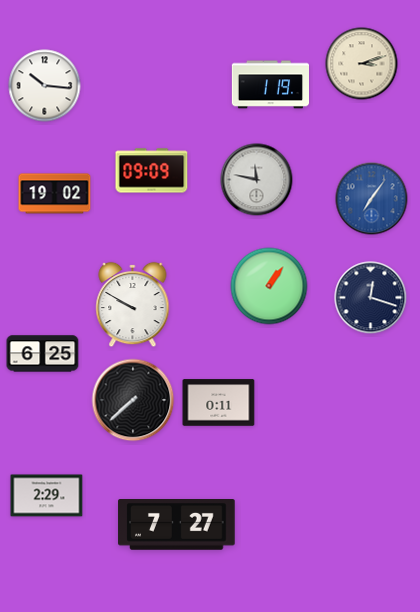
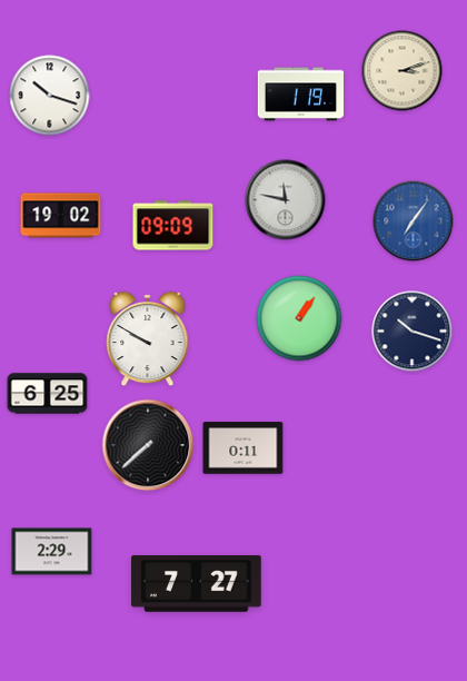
clock at (45, 86): 10:16 -> 10:18
clock at (152, 171) position: (152, 171) -> (173, 226)
clock at (371, 298): 12:18 -> 10:18
